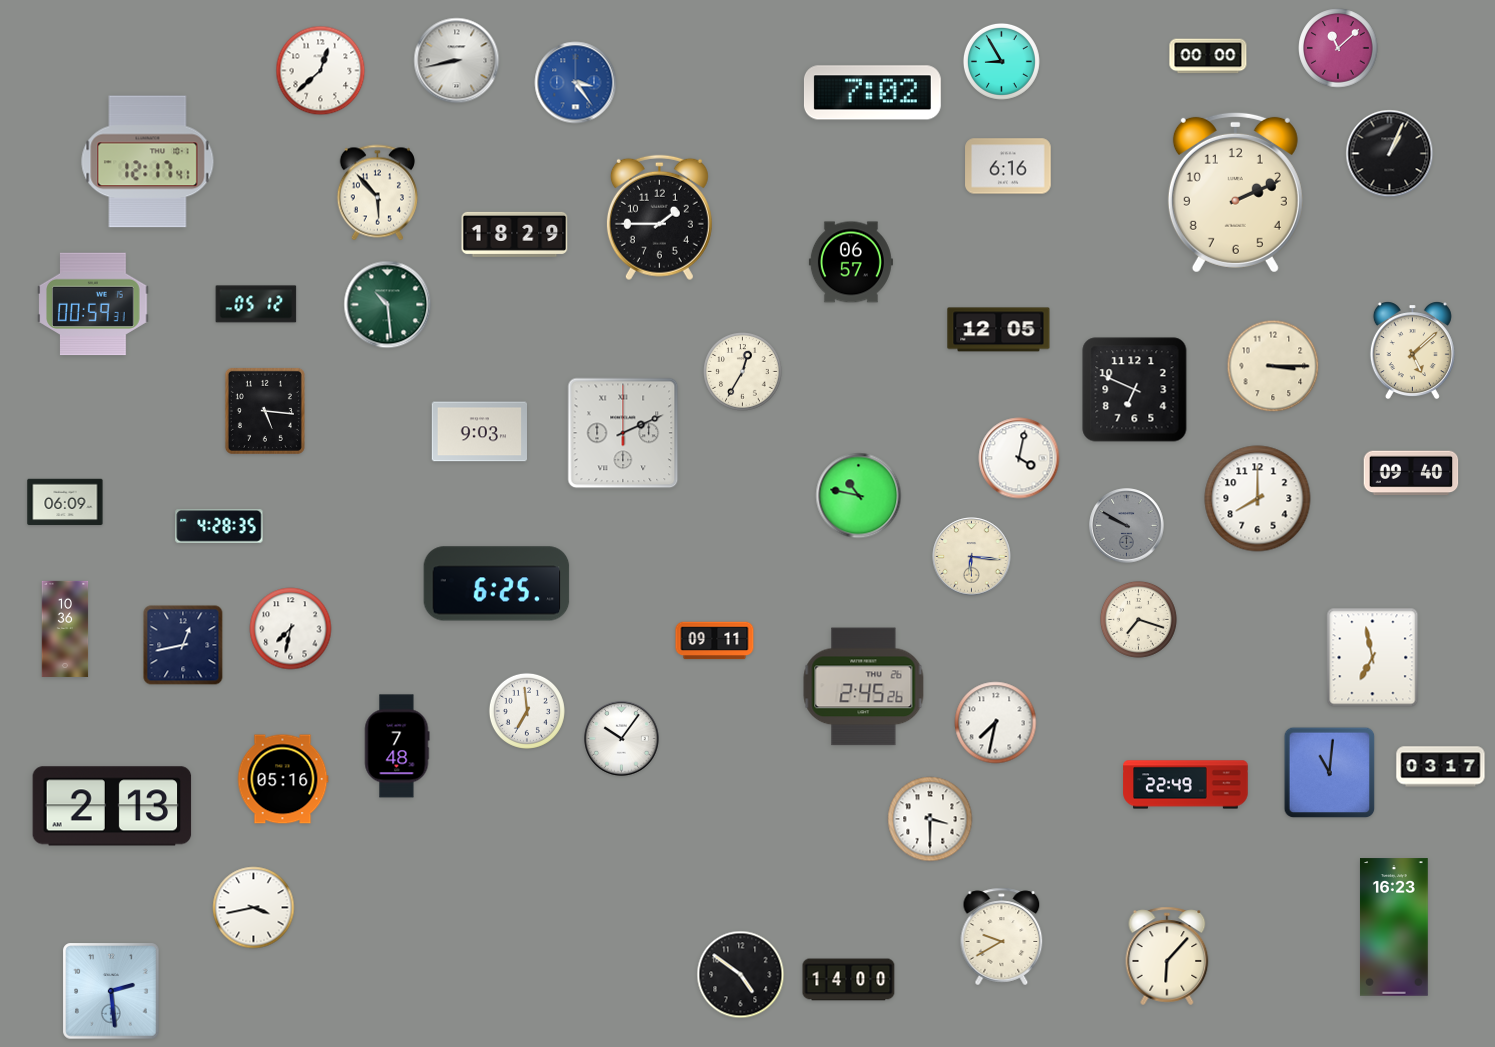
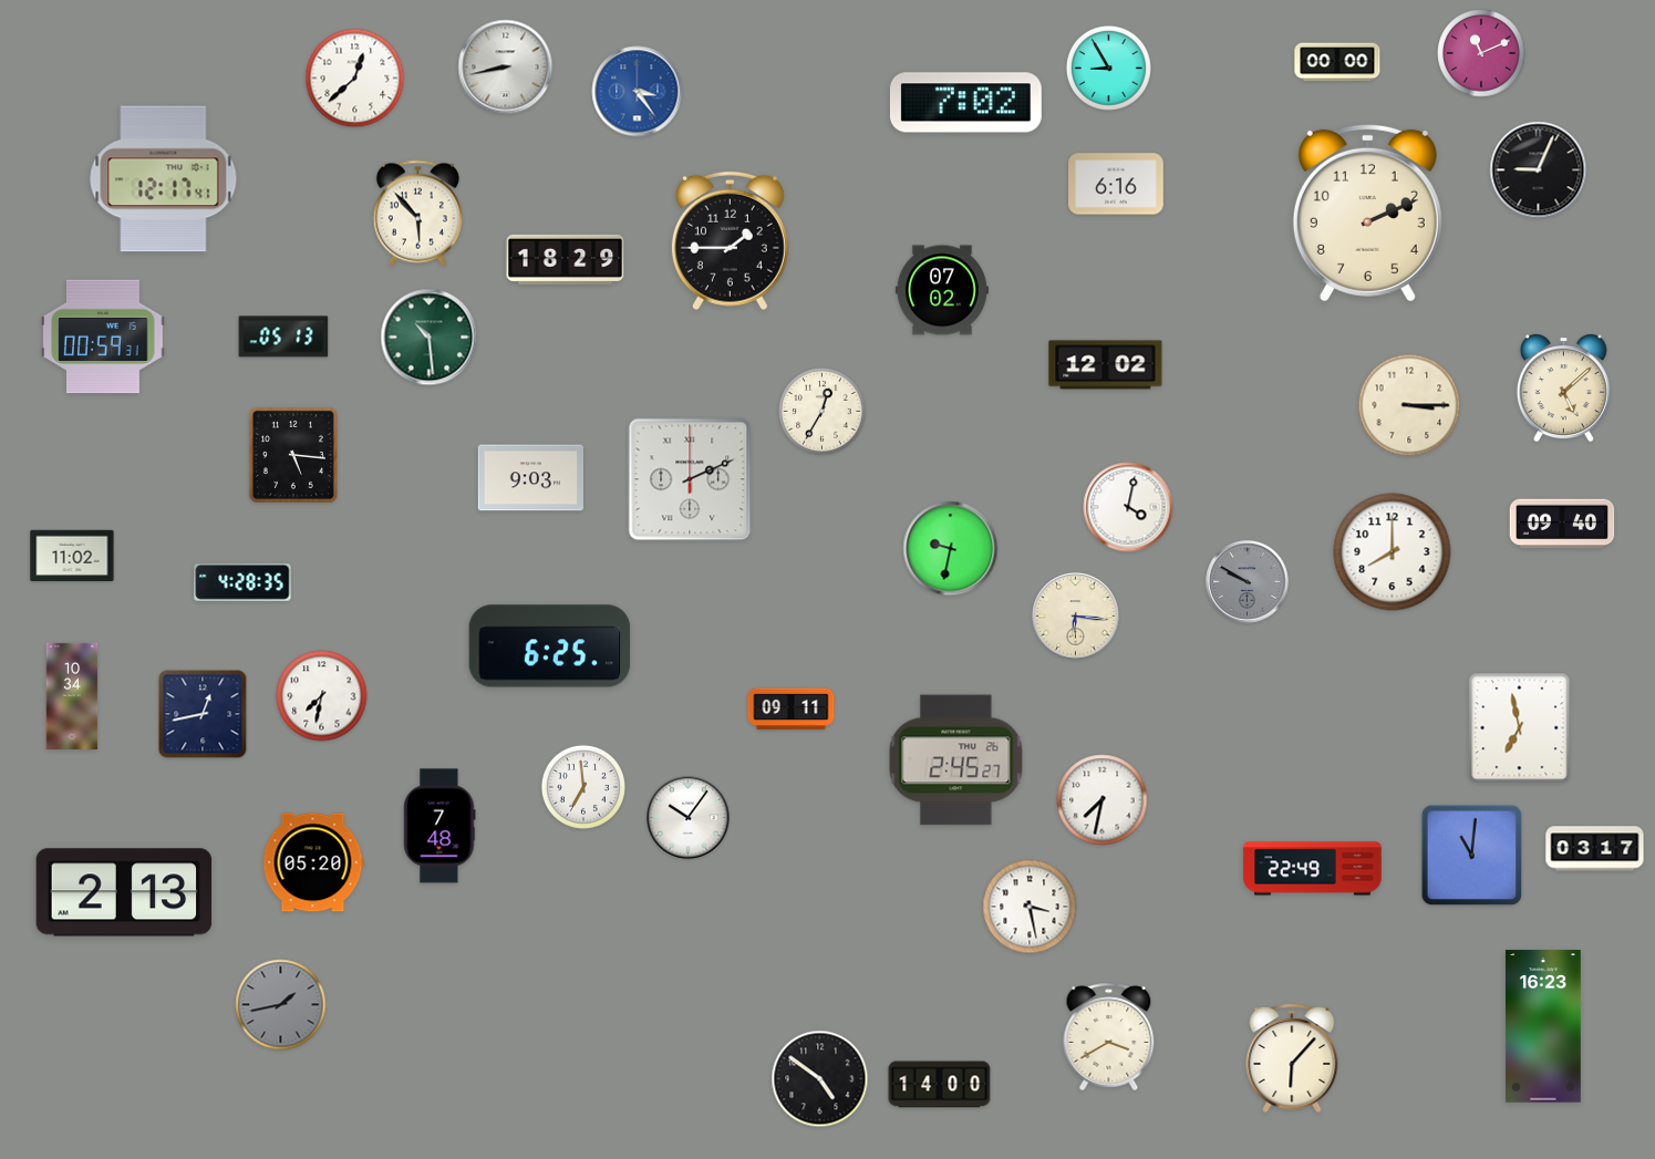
clock at (1338, 48): 11:08 -> 11:11
clock at (1390, 154): 1:04 -> 9:04
clock at (515, 234) position: (515, 234) -> (566, 259)
clock at (851, 262): 06:57 -> 07:02
clock at (256, 304): 05:12 -> 05:13
clock at (999, 330): 12:05 -> 12:02
clock at (1135, 390): 6:49 -> none
clock at (859, 496): 10:47 -> 9:32
clock at (65, 502): 06:09 -> 11:02
clock at (1138, 619): 7:18 -> none
clock at (65, 629): 10:36 -> 10:34
clock at (864, 687): 2:45:26 -> 2:45:27
clock at (283, 779): 05:16 -> 05:20
clock at (930, 819): 3:30 -> 3:28
clock at (254, 908): 3:43 -> 1:43
clock at (254, 908) dial: white -> grey
clock at (1002, 937): 9:40 -> 3:40
clock at (111, 991): 2:29 -> none
